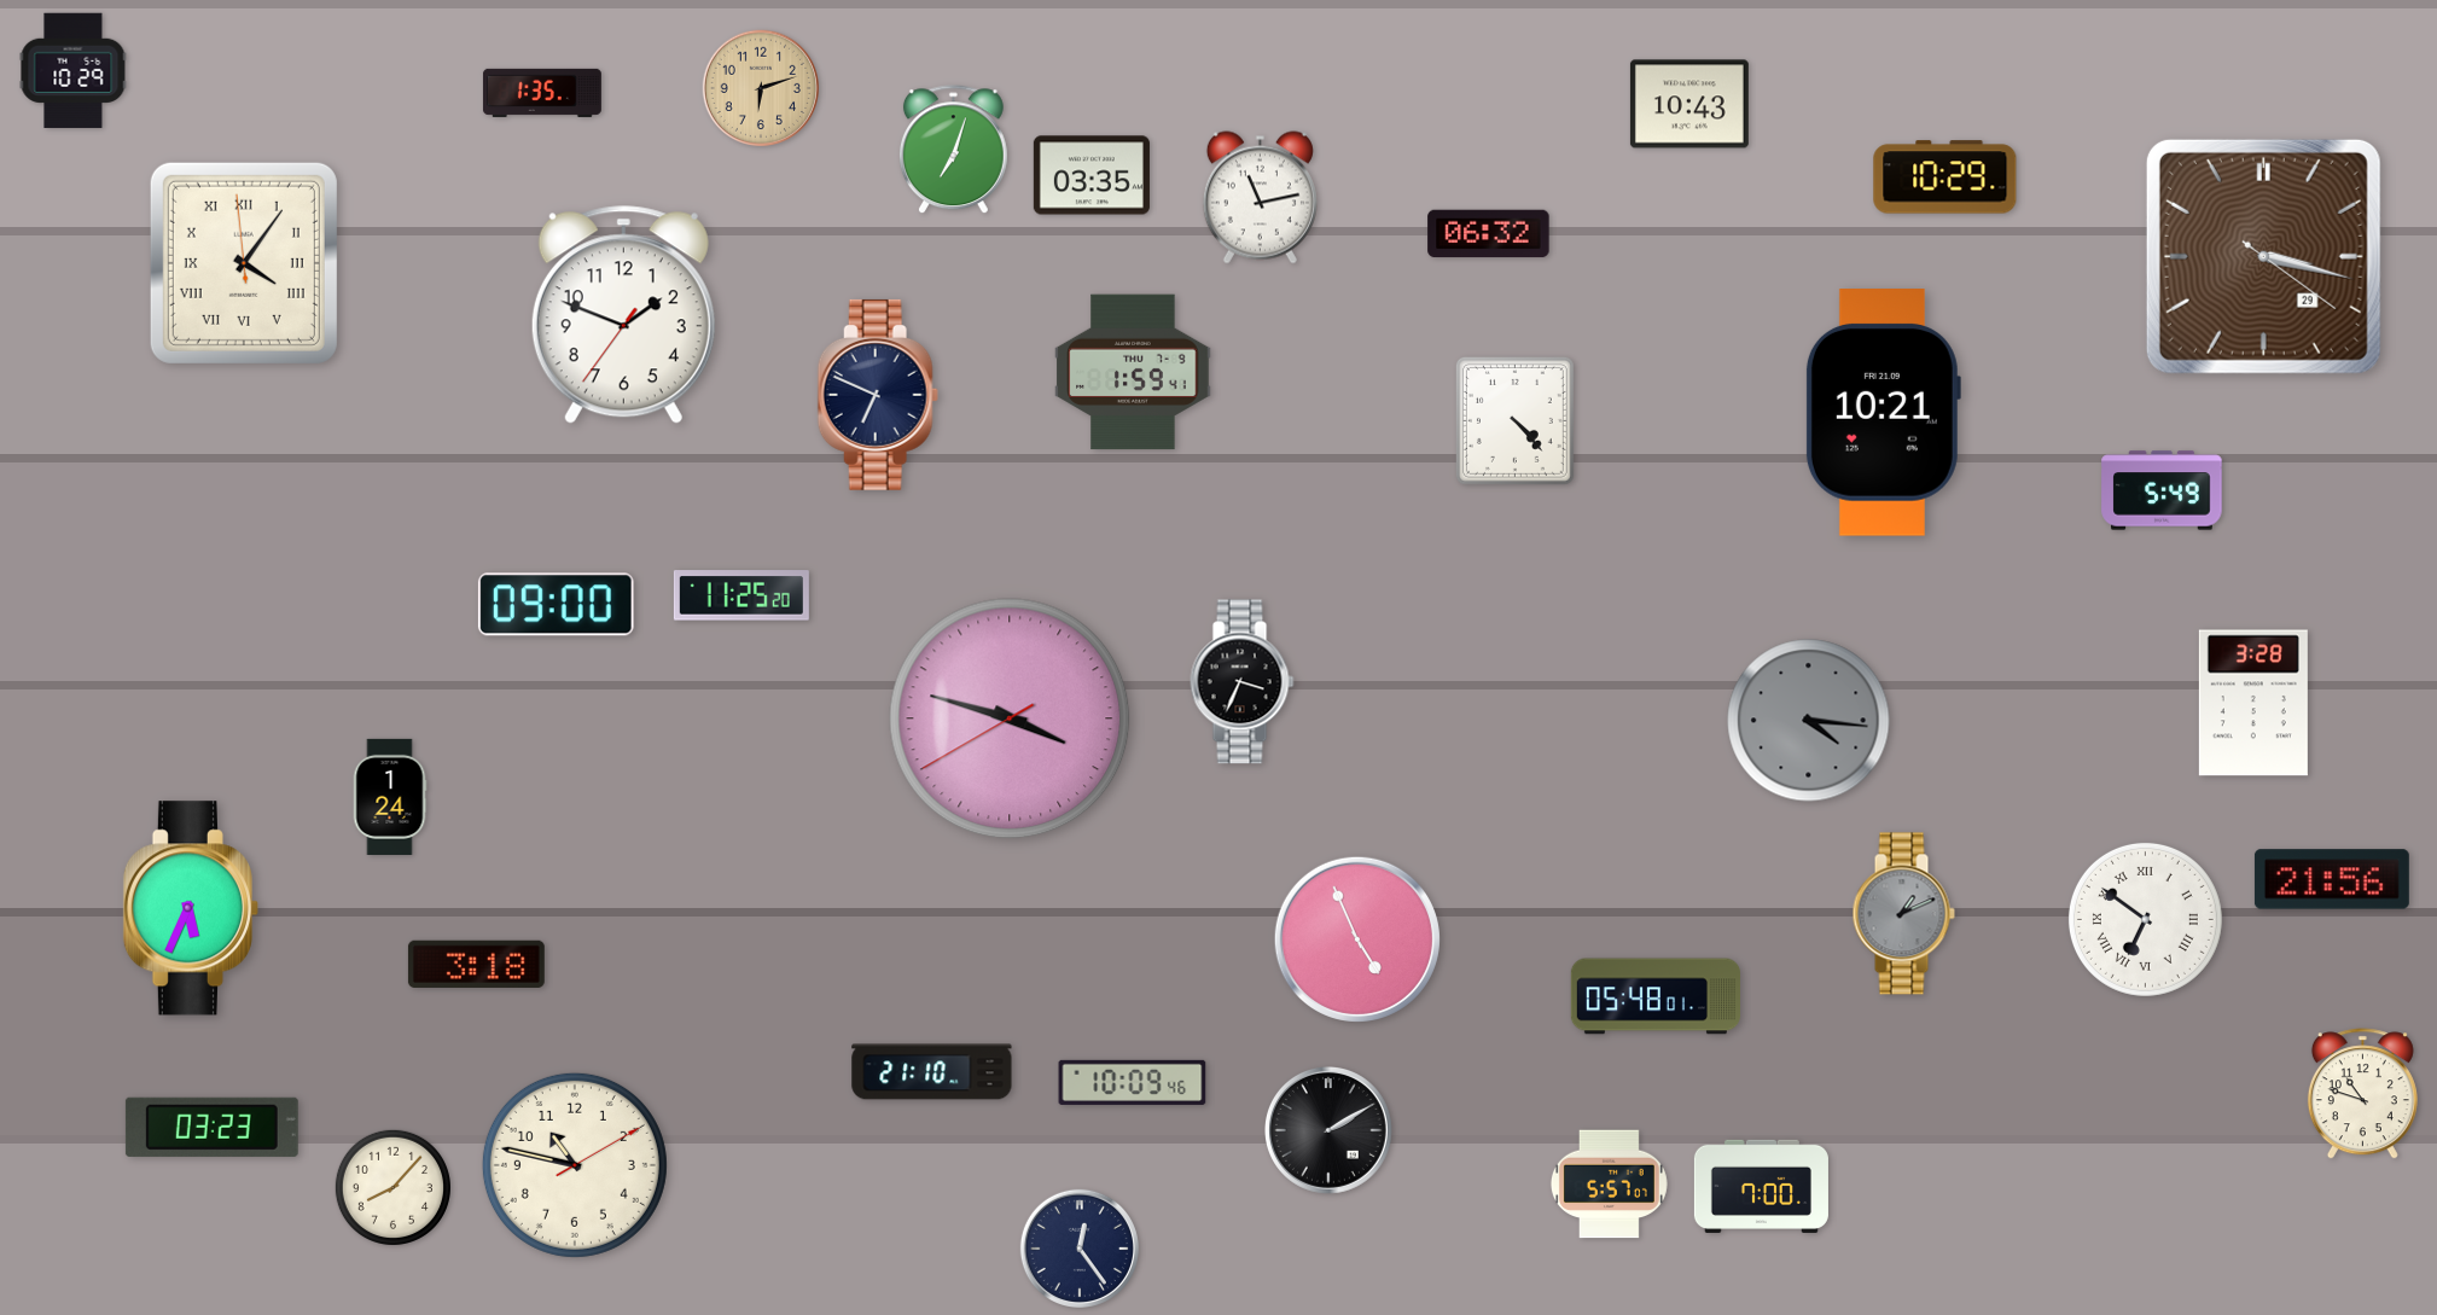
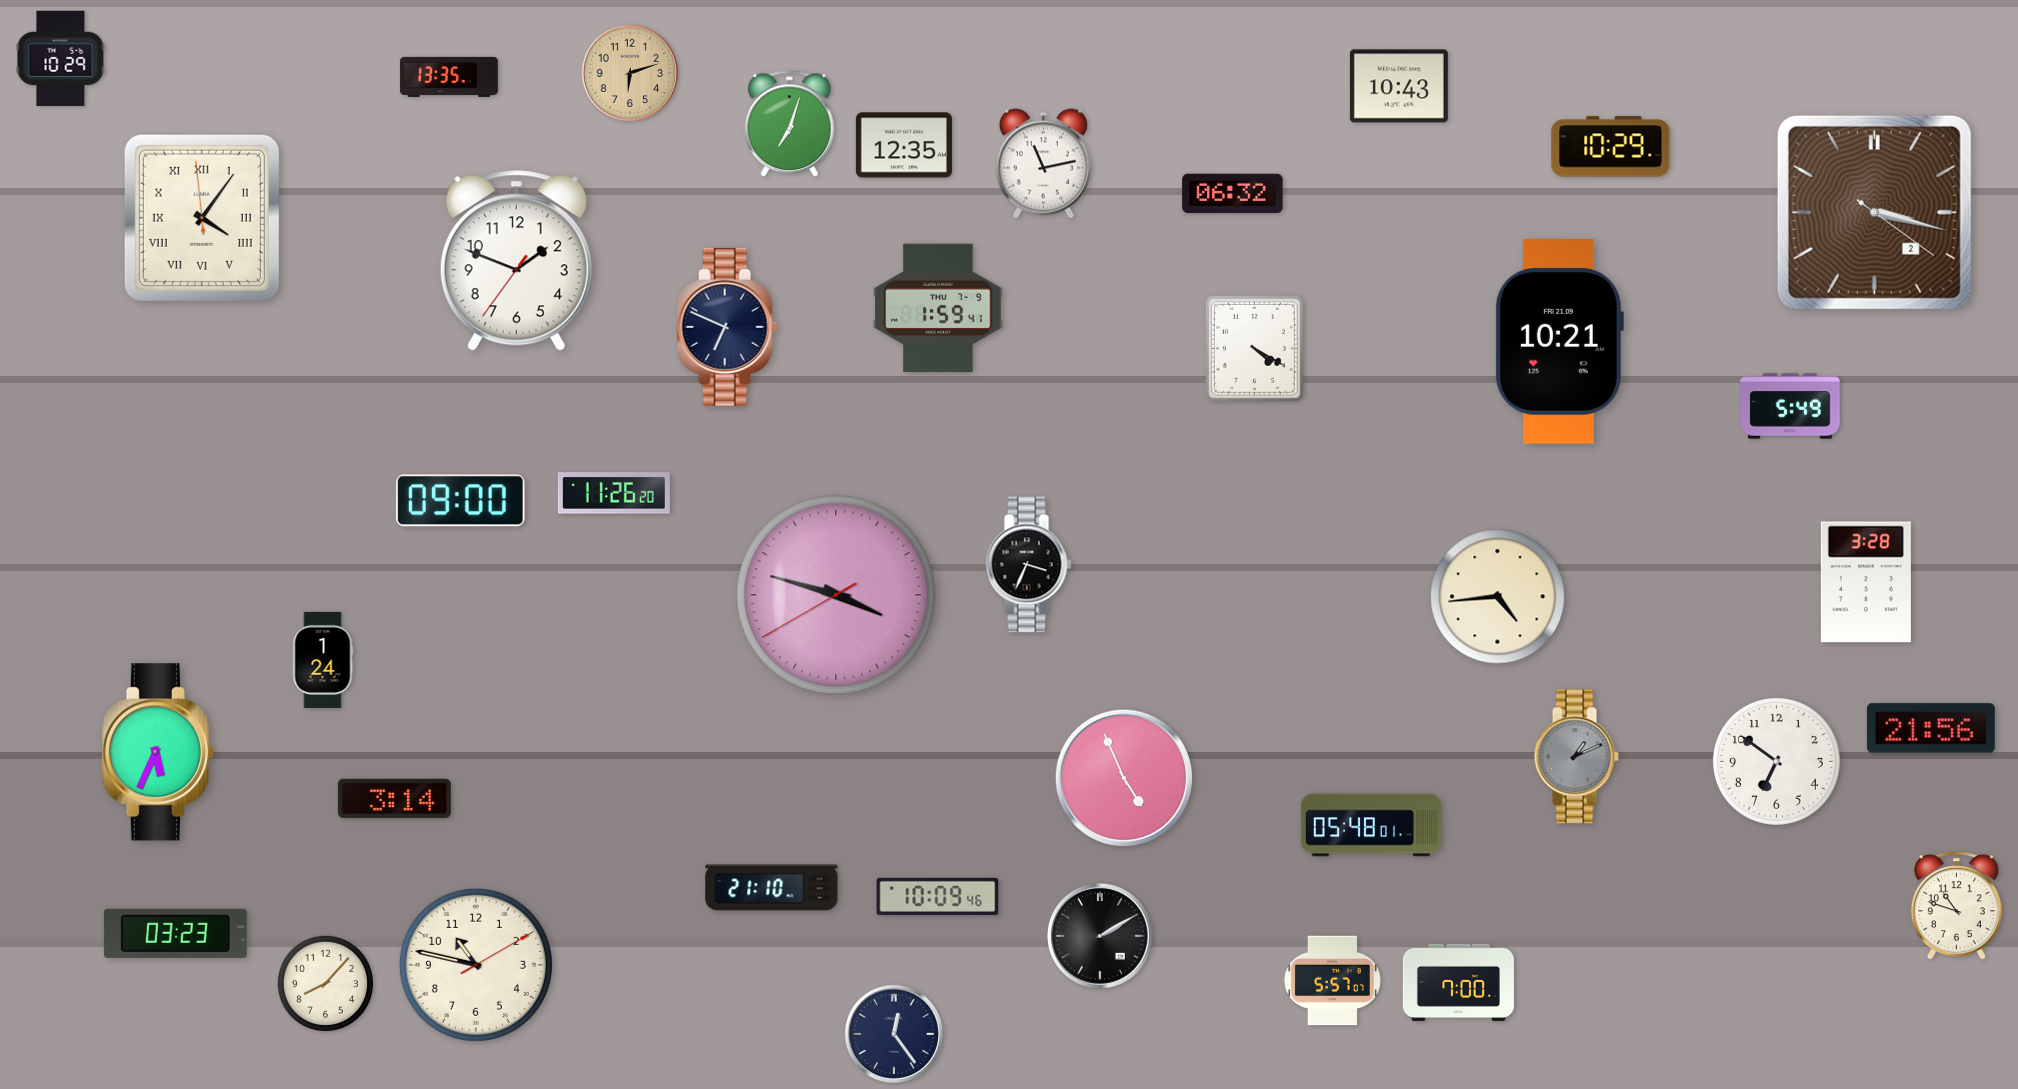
clock at (542, 93): 1:35 -> 13:35
clock at (1092, 175): 03:35 -> 12:35
clock at (2263, 256) date: 29 -> 2
clock at (1514, 420): 4:23 -> 4:20
clock at (741, 595): 11:25 -> 11:26
clock at (1809, 721): 4:16 -> 4:44
clock at (1809, 721) dial: grey -> cream
clock at (2145, 919) numerals: Roman -> Arabic
clock at (476, 964): 3:18 -> 3:14
